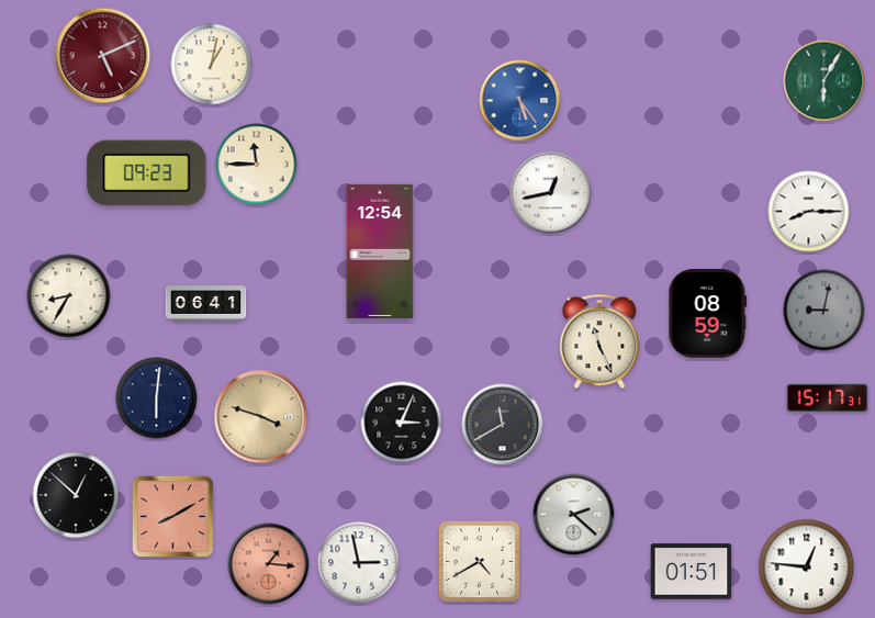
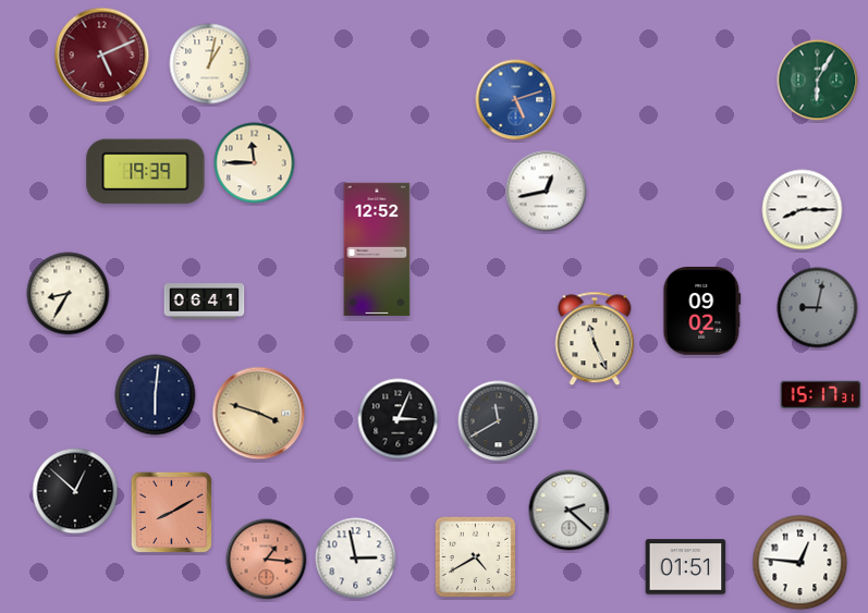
clock at (520, 101): 5:24 -> 5:12
clock at (147, 173): 09:23 -> 19:39
clock at (380, 251): 12:54 -> 12:52
clock at (708, 314): 08:59 -> 09:02
